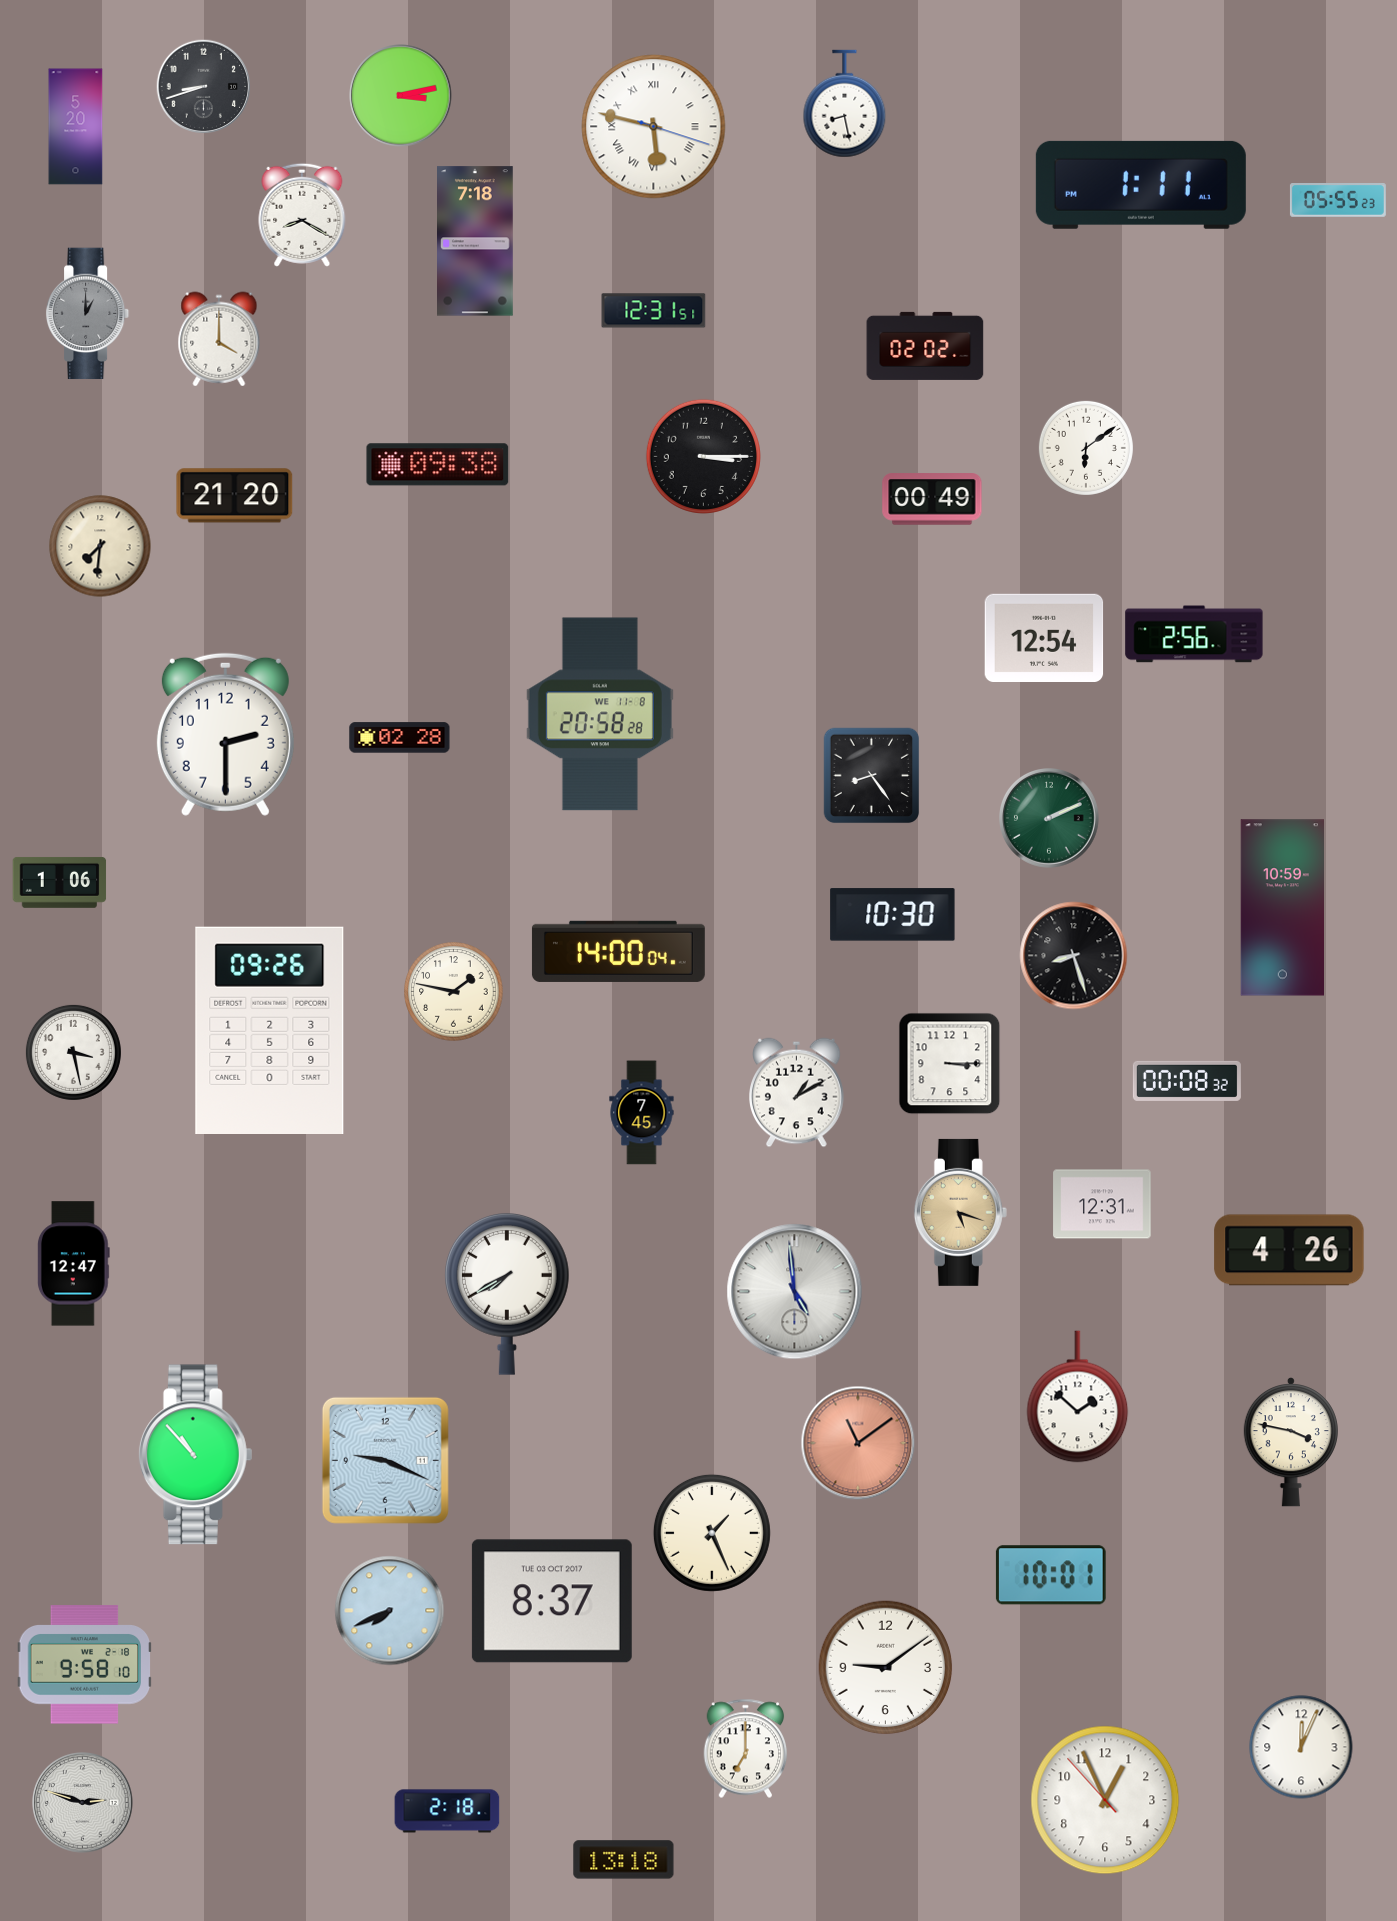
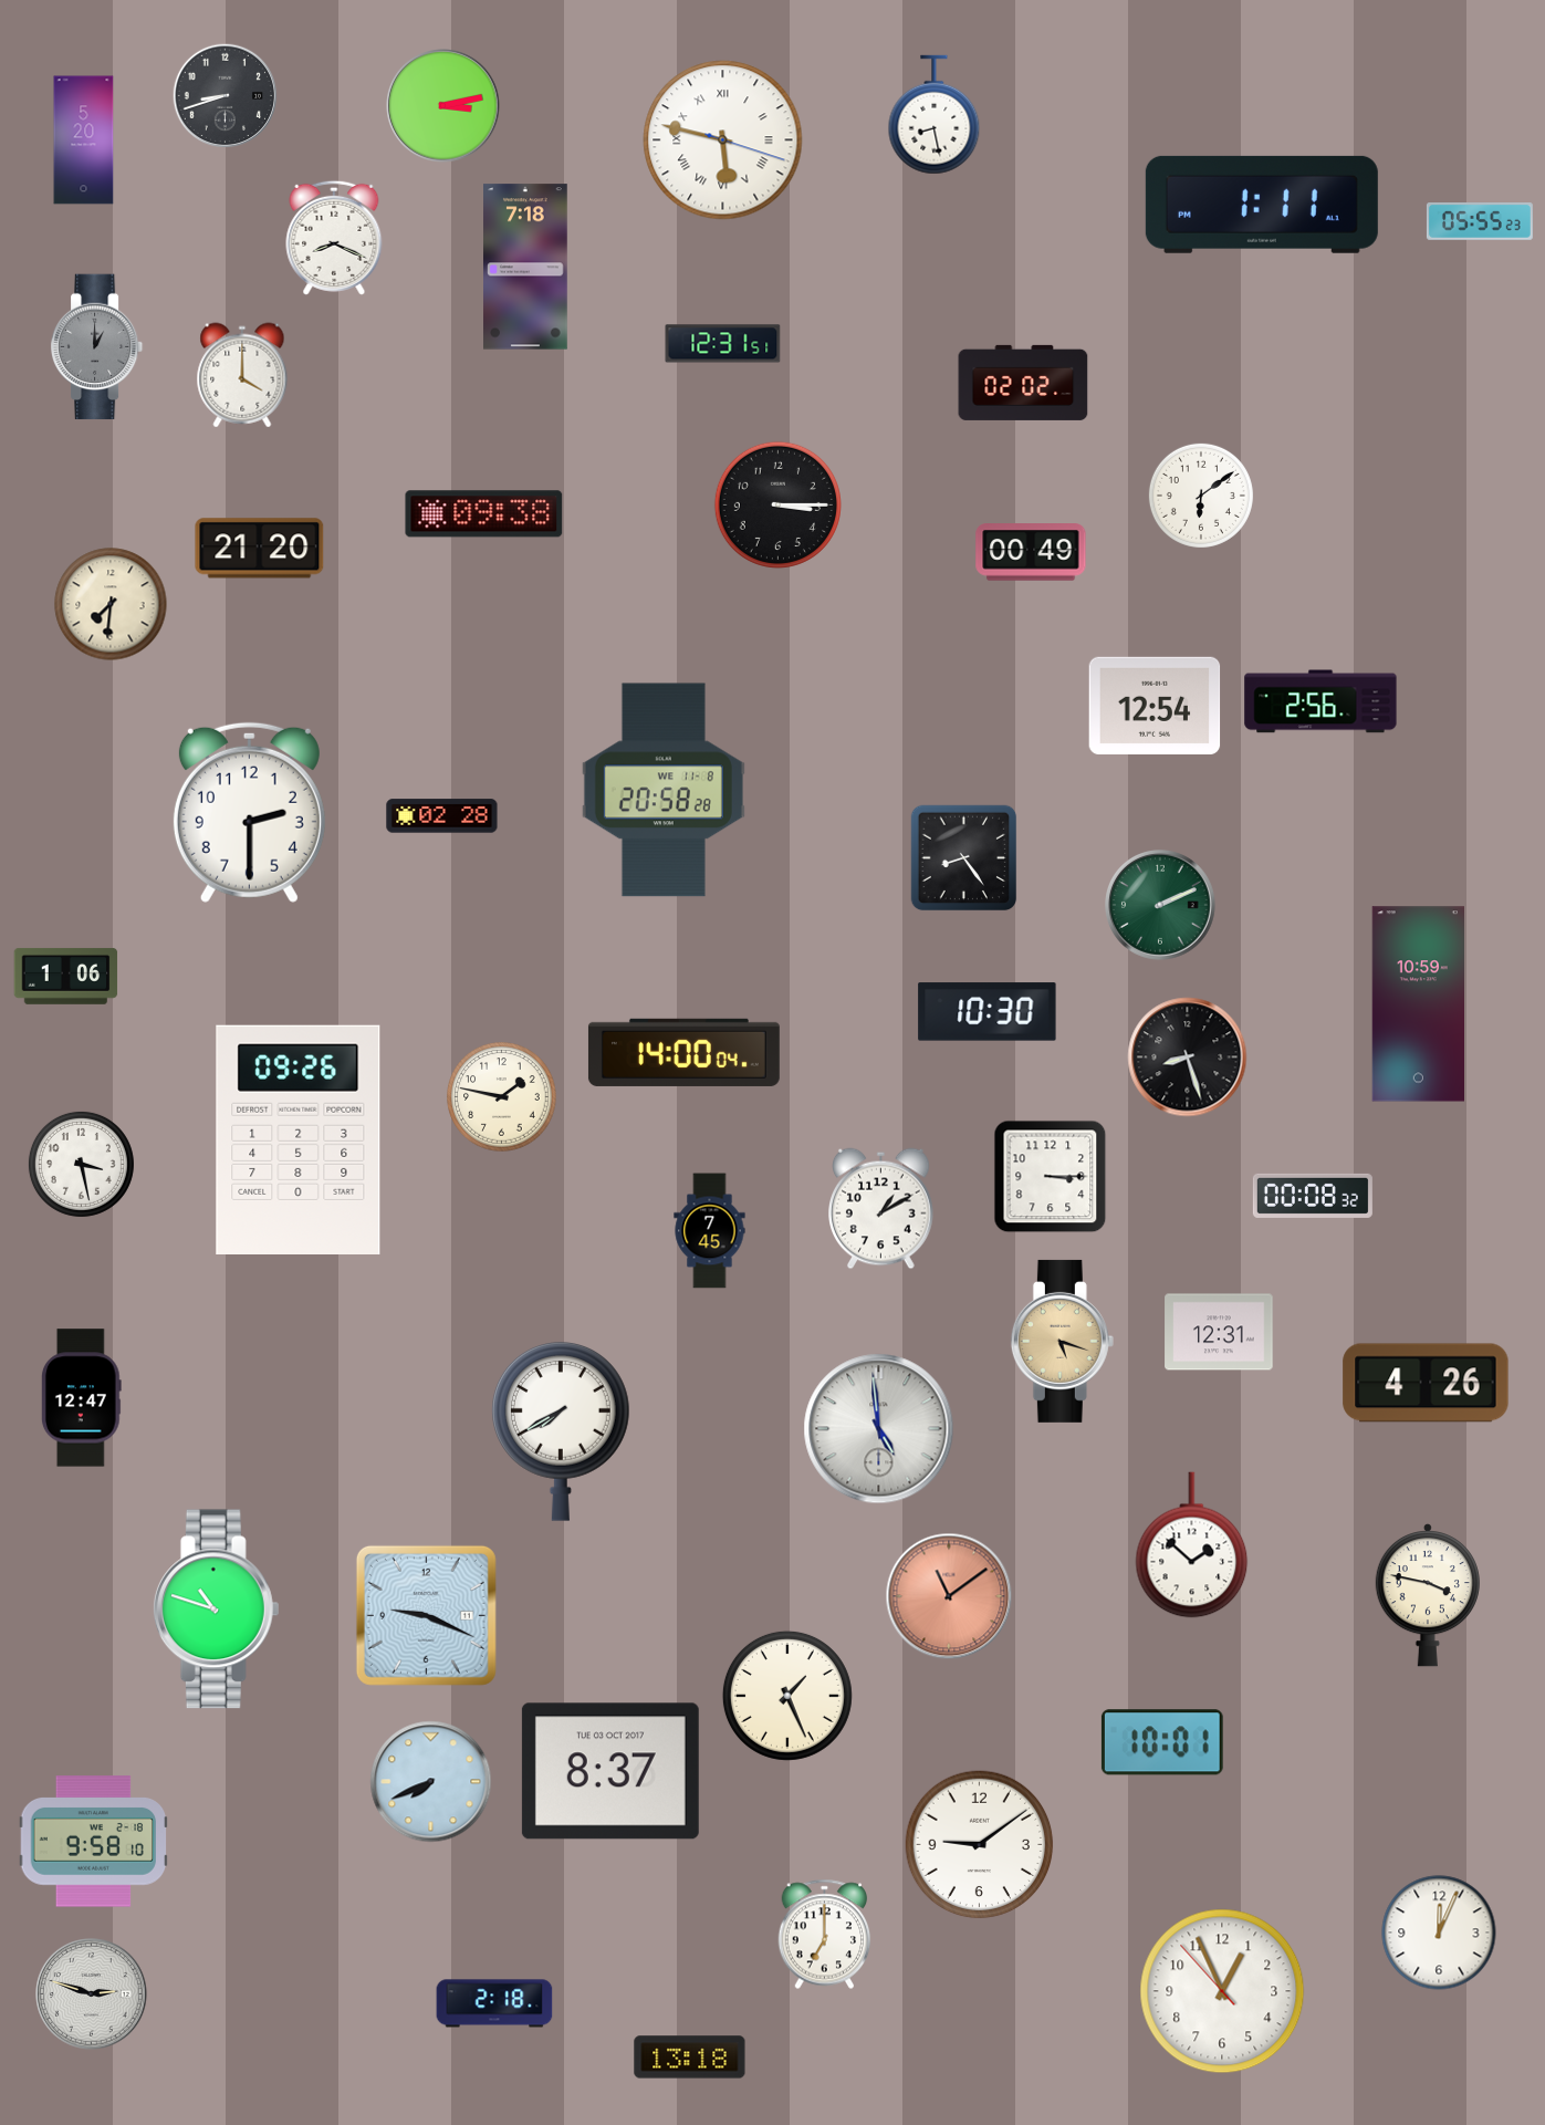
clock at (302, 215): 8:20 -> 8:19
clock at (195, 1455): 10:53 -> 10:48
